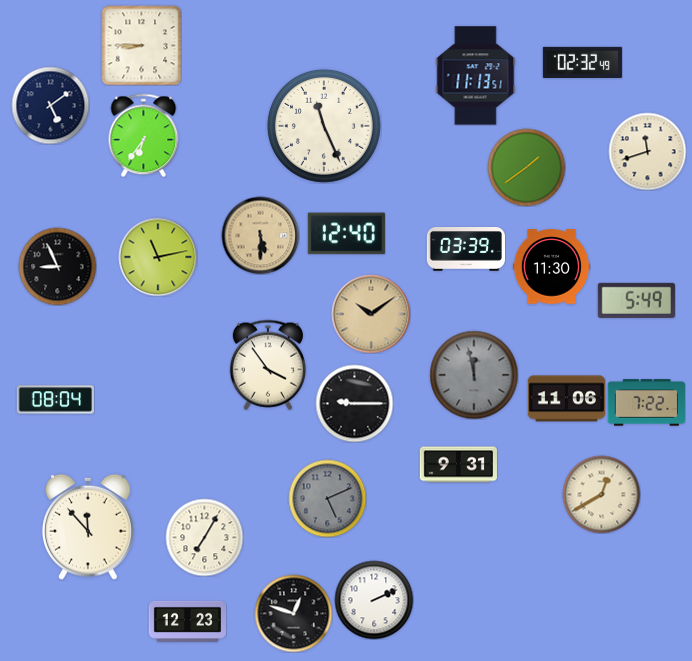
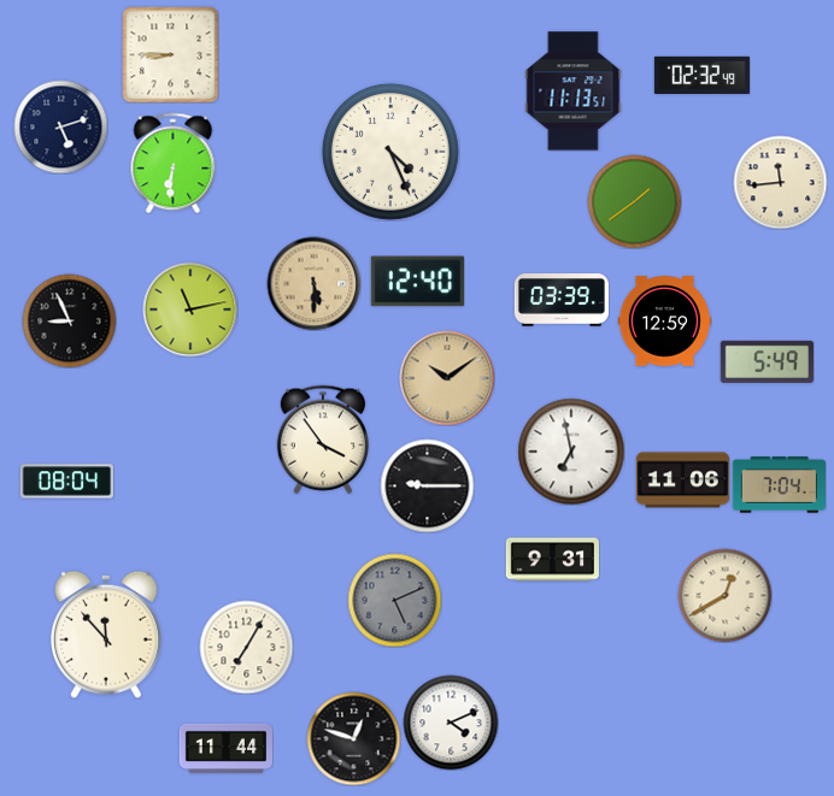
clock at (50, 105): 5:09 -> 5:12
clock at (324, 126): 11:26 -> 4:26
clock at (144, 135): 6:36 -> 6:31
clock at (647, 151): 11:42 -> 11:44
clock at (551, 267): 11:30 -> 12:59
clock at (474, 375): 11:58 -> 6:58
clock at (474, 375) dial: grey -> white
clock at (646, 403): 7:22 -> 7:04
clock at (374, 600): 2:11 -> 4:11
clock at (187, 621): 12:23 -> 11:44
